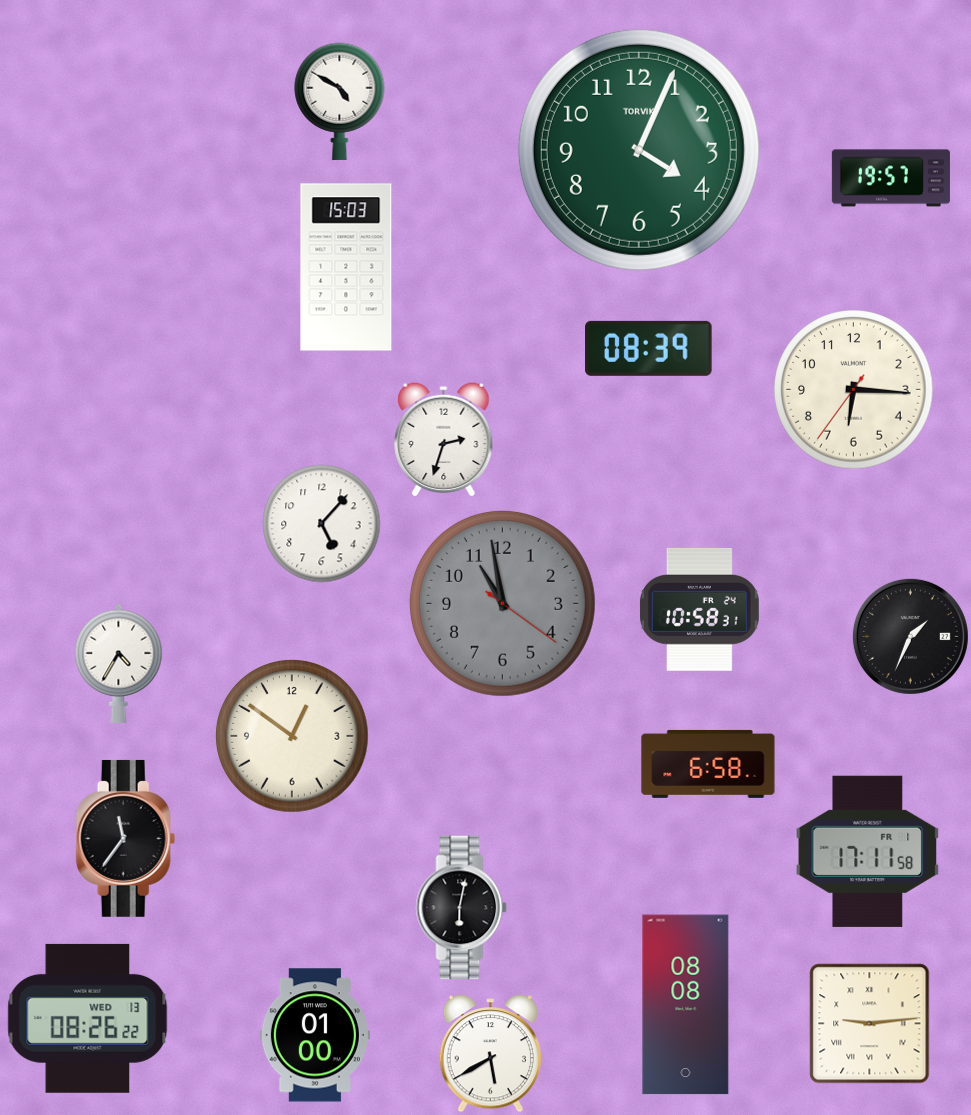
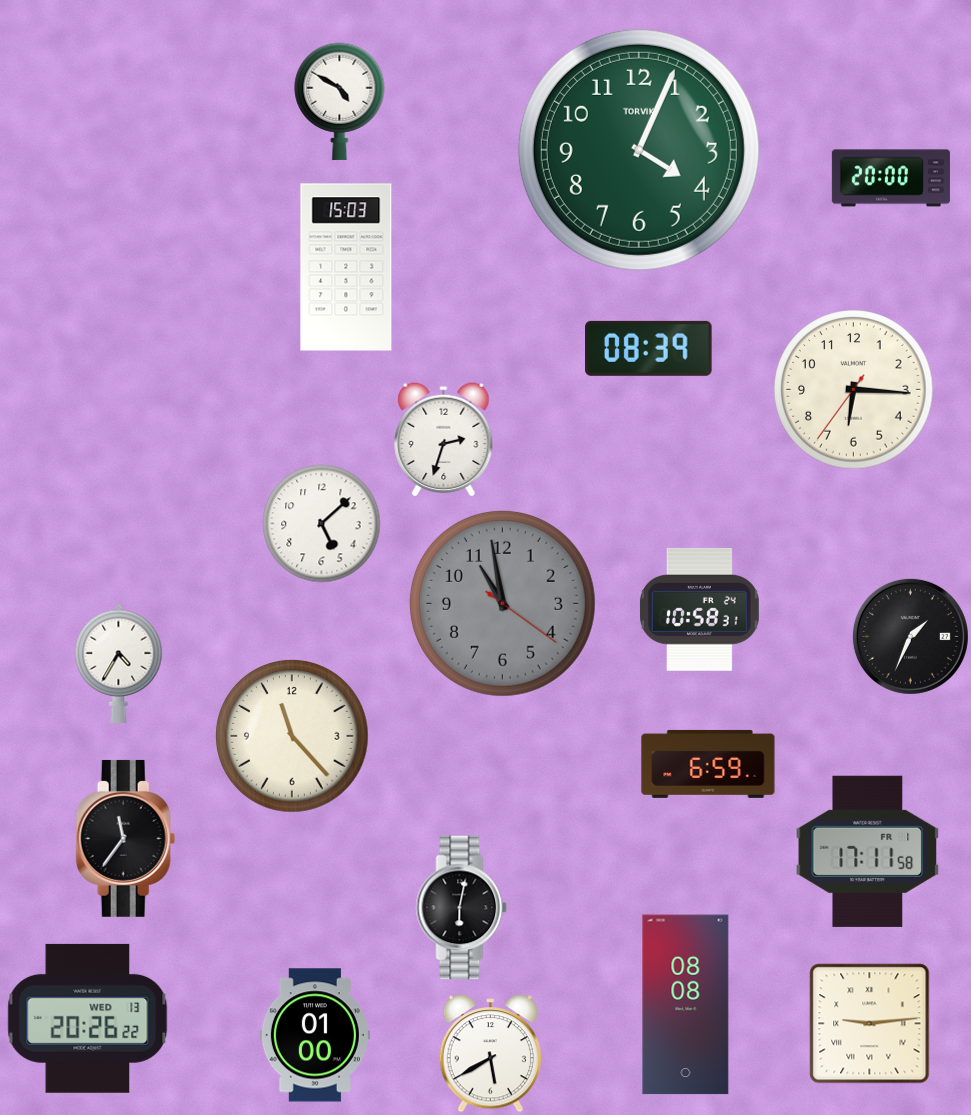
clock at (891, 178): 19:57 -> 20:00
clock at (322, 524): 5:07 -> 5:08
clock at (292, 736): 12:51 -> 11:23
clock at (708, 764): 6:58 -> 6:59
clock at (88, 1018): 08:26 -> 20:26
